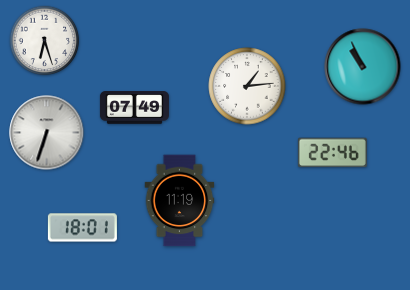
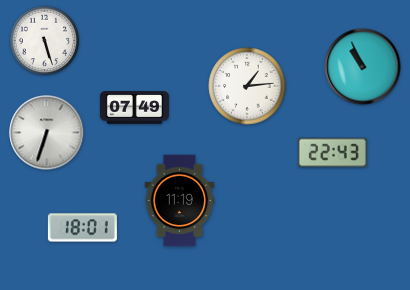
clock at (45, 41): 6:27 -> 5:27
clock at (332, 153): 22:46 -> 22:43
